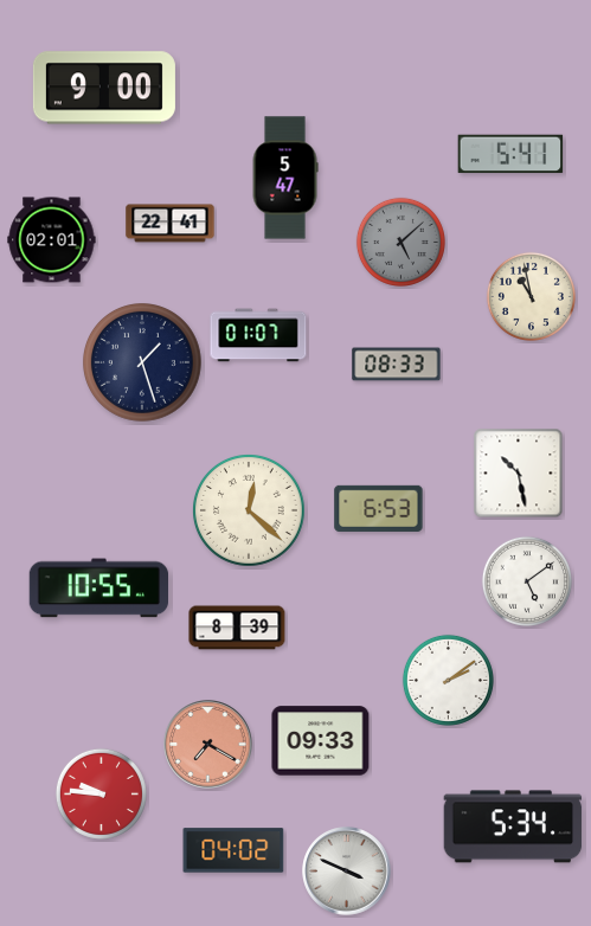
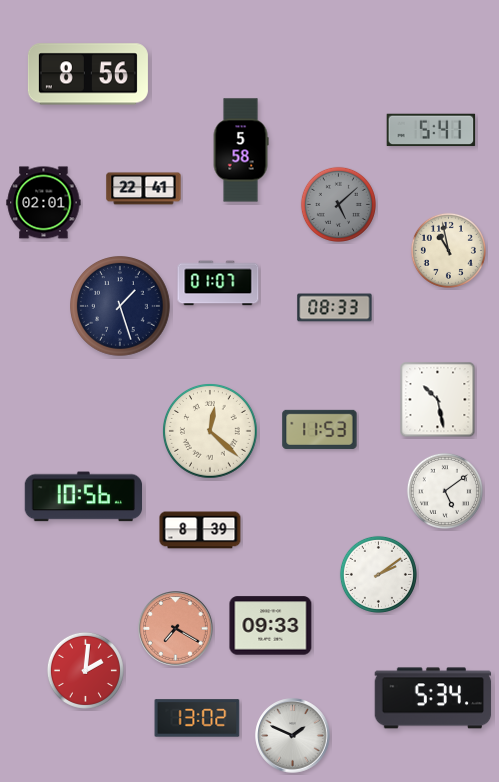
clock at (104, 88): 9:00 -> 8:56
clock at (285, 178): 5:47 -> 5:58
clock at (379, 508): 6:53 -> 11:53
clock at (98, 589): 10:55 -> 10:56
clock at (101, 793): 9:46 -> 2:01
clock at (233, 850): 04:02 -> 13:02
clock at (347, 872): 3:49 -> 1:49
